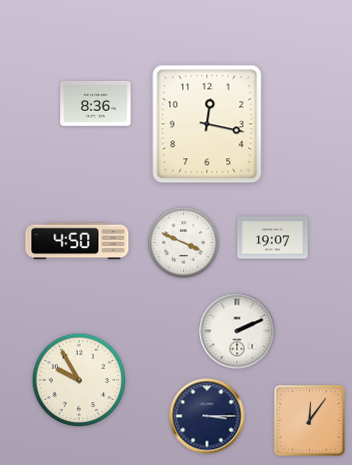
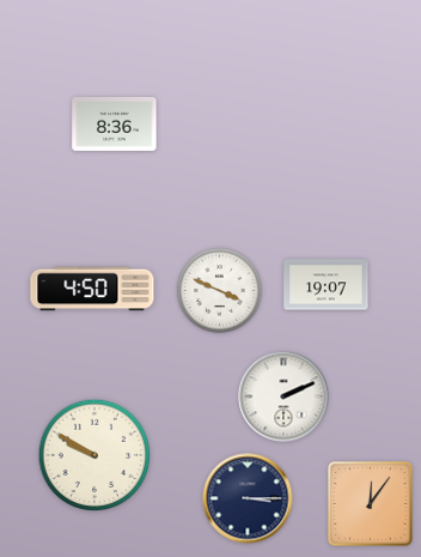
clock at (207, 124): 12:17 -> none
clock at (79, 380): 9:55 -> 9:50
